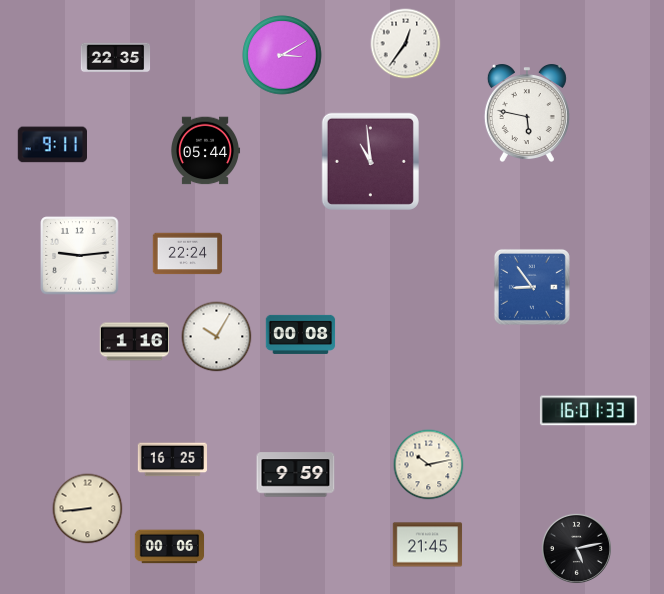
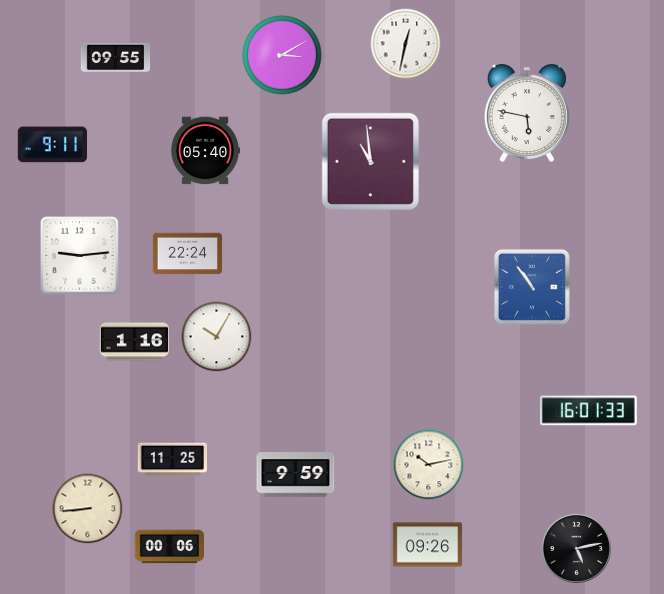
clock at (406, 44): 12:36 -> 12:32
clock at (116, 58): 22:35 -> 09:55
clock at (206, 151): 05:44 -> 05:40
clock at (532, 287): 8:54 -> 10:54
clock at (301, 334): 00:08 -> none
clock at (173, 460): 16:25 -> 11:25
clock at (428, 545): 21:45 -> 09:26
